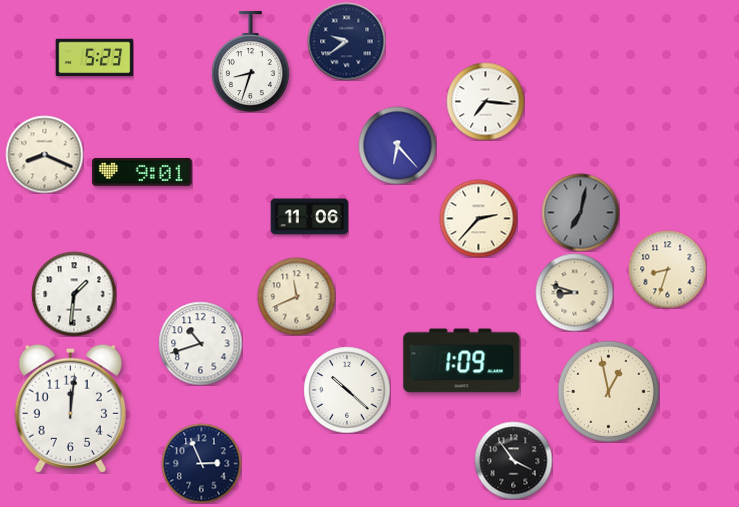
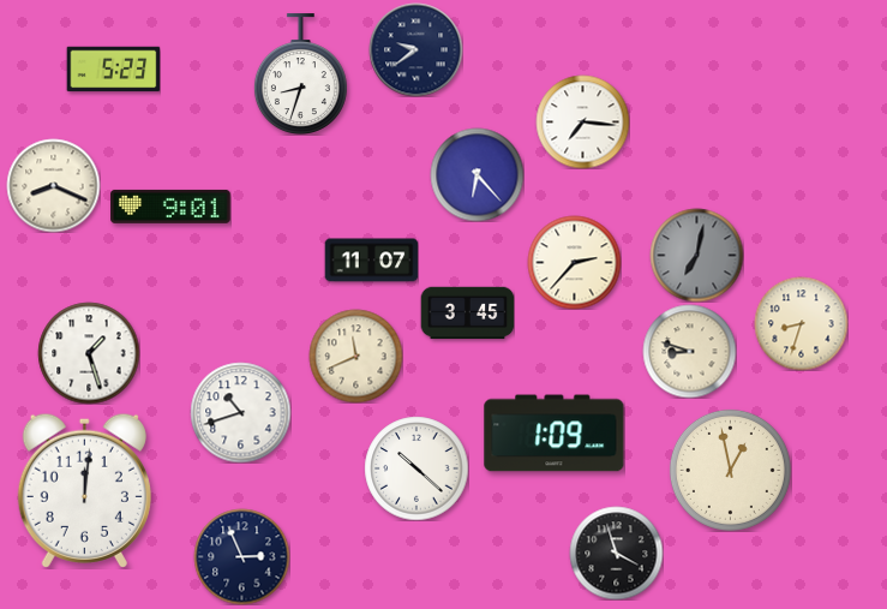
clock at (309, 217): 11:06 -> 11:07
clock at (467, 314): none -> 3:45
clock at (74, 294): 1:31 -> 1:27
clock at (513, 460): 3:54 -> 3:57
